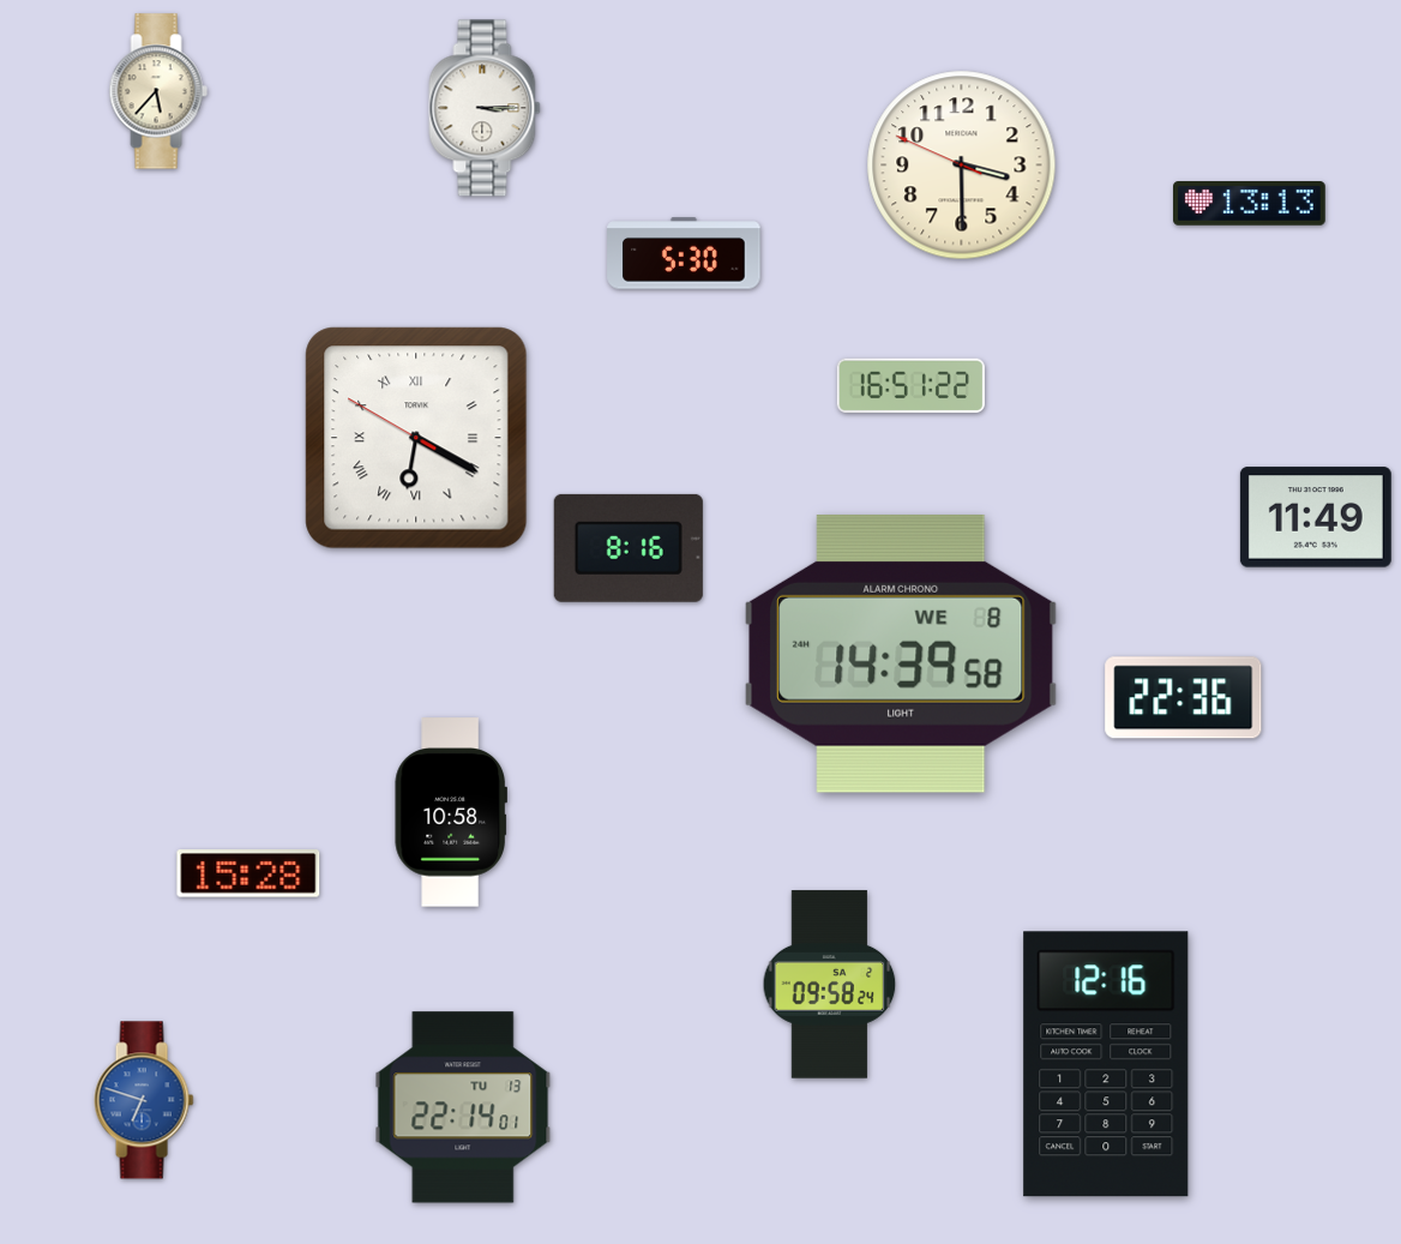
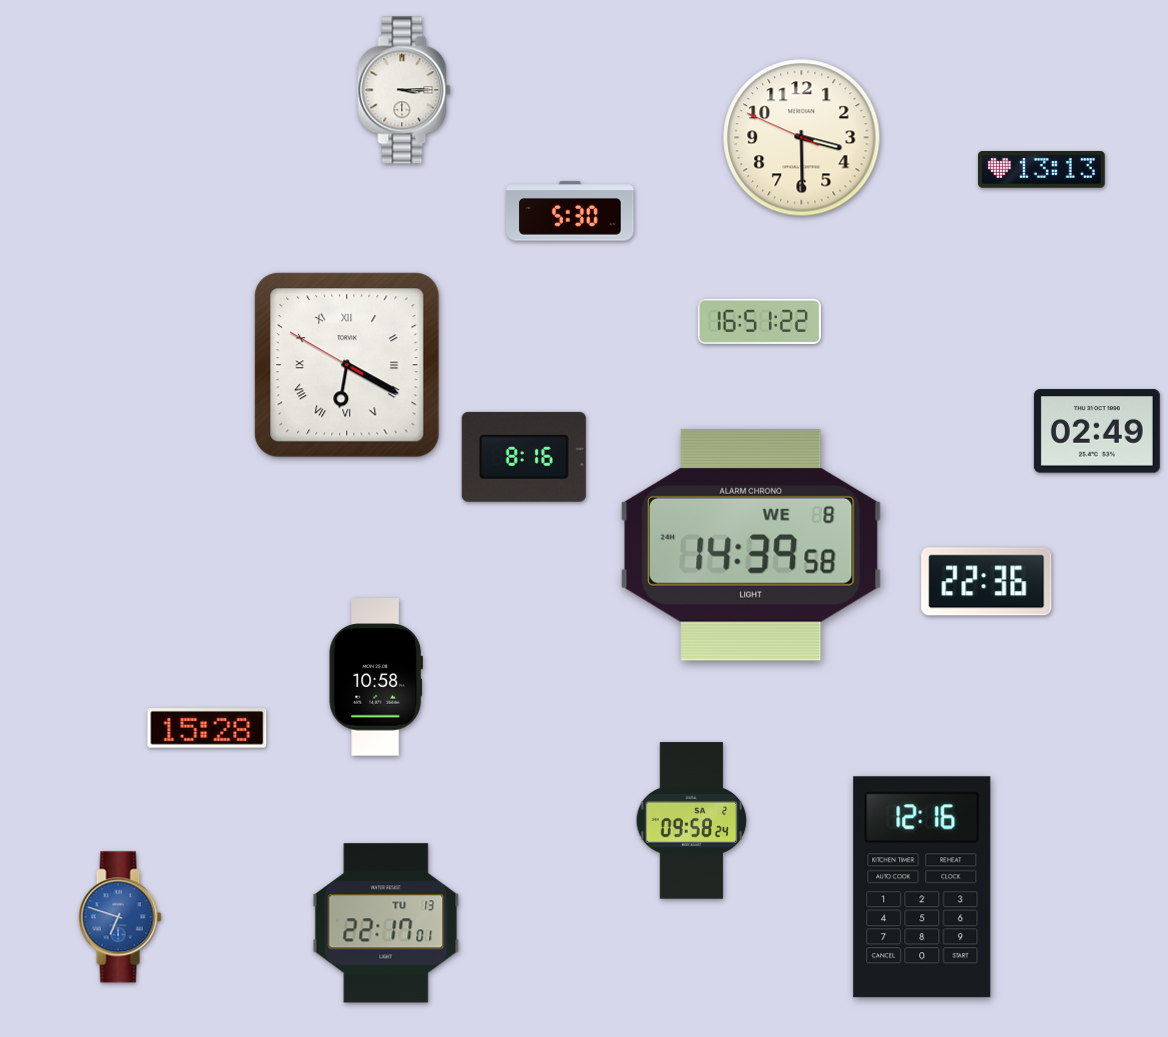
clock at (158, 91): 5:37 -> none
clock at (1316, 517): 11:49 -> 02:49
clock at (463, 1107): 22:14 -> 22:17
